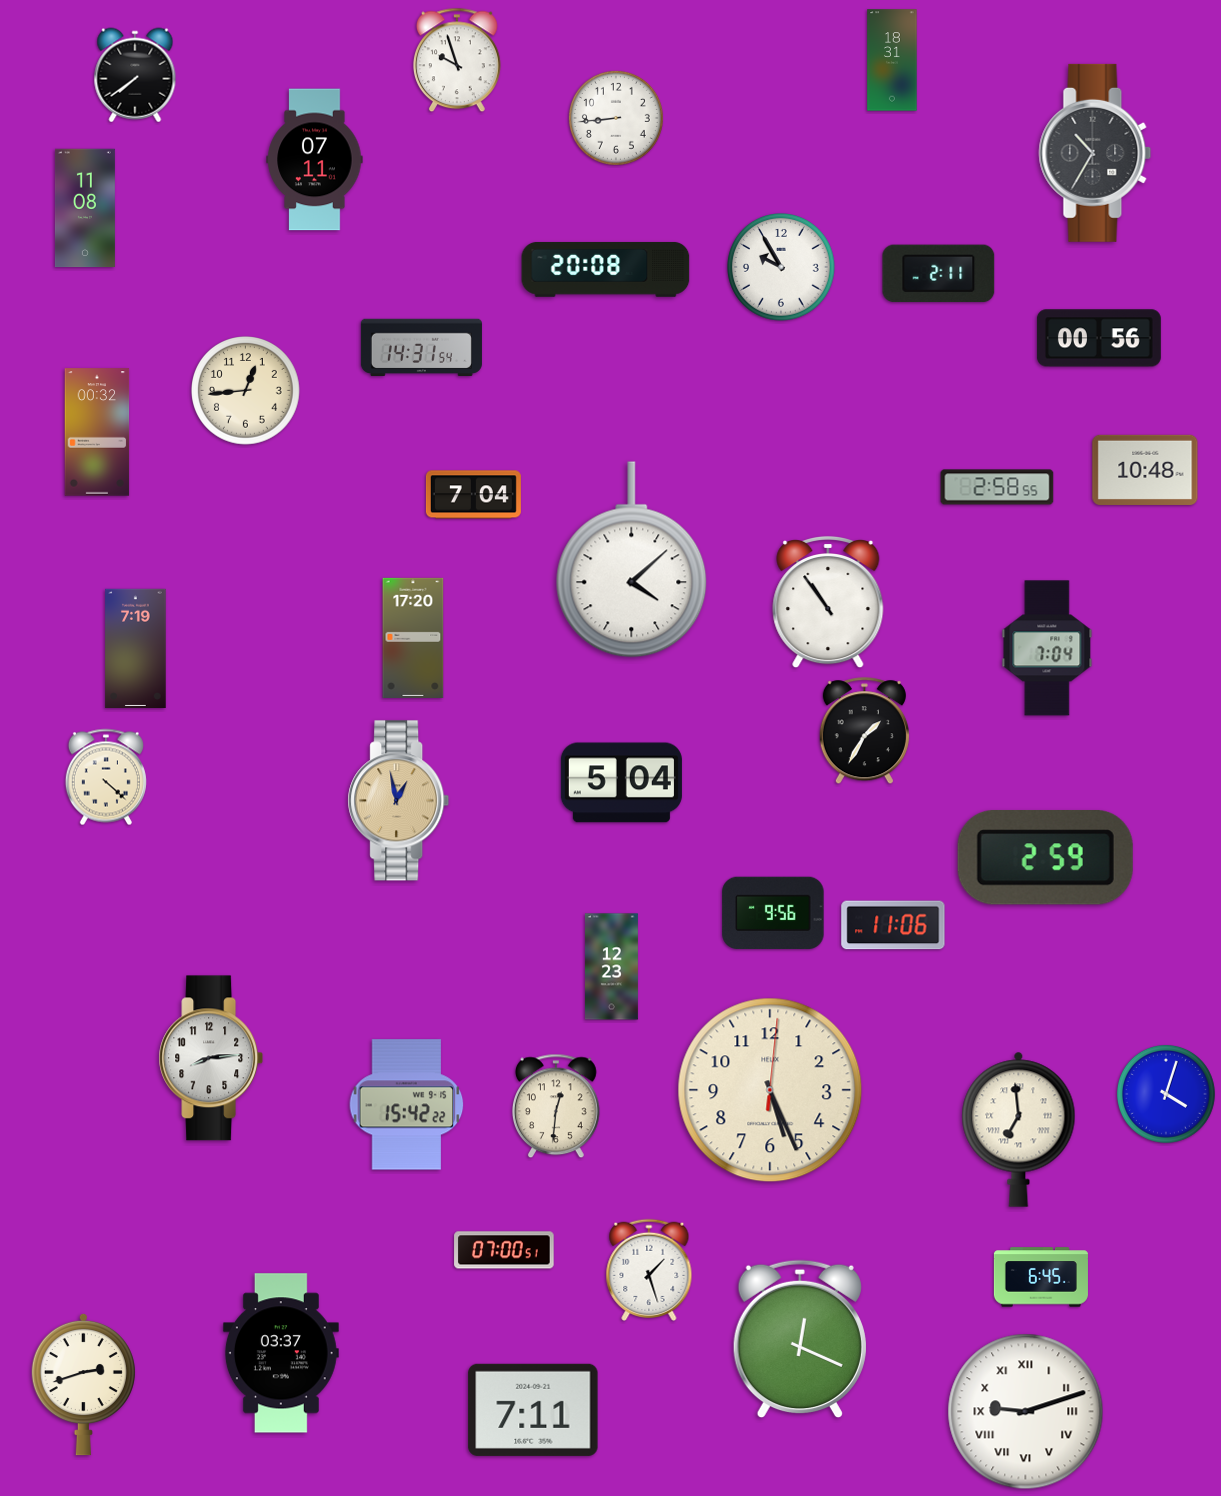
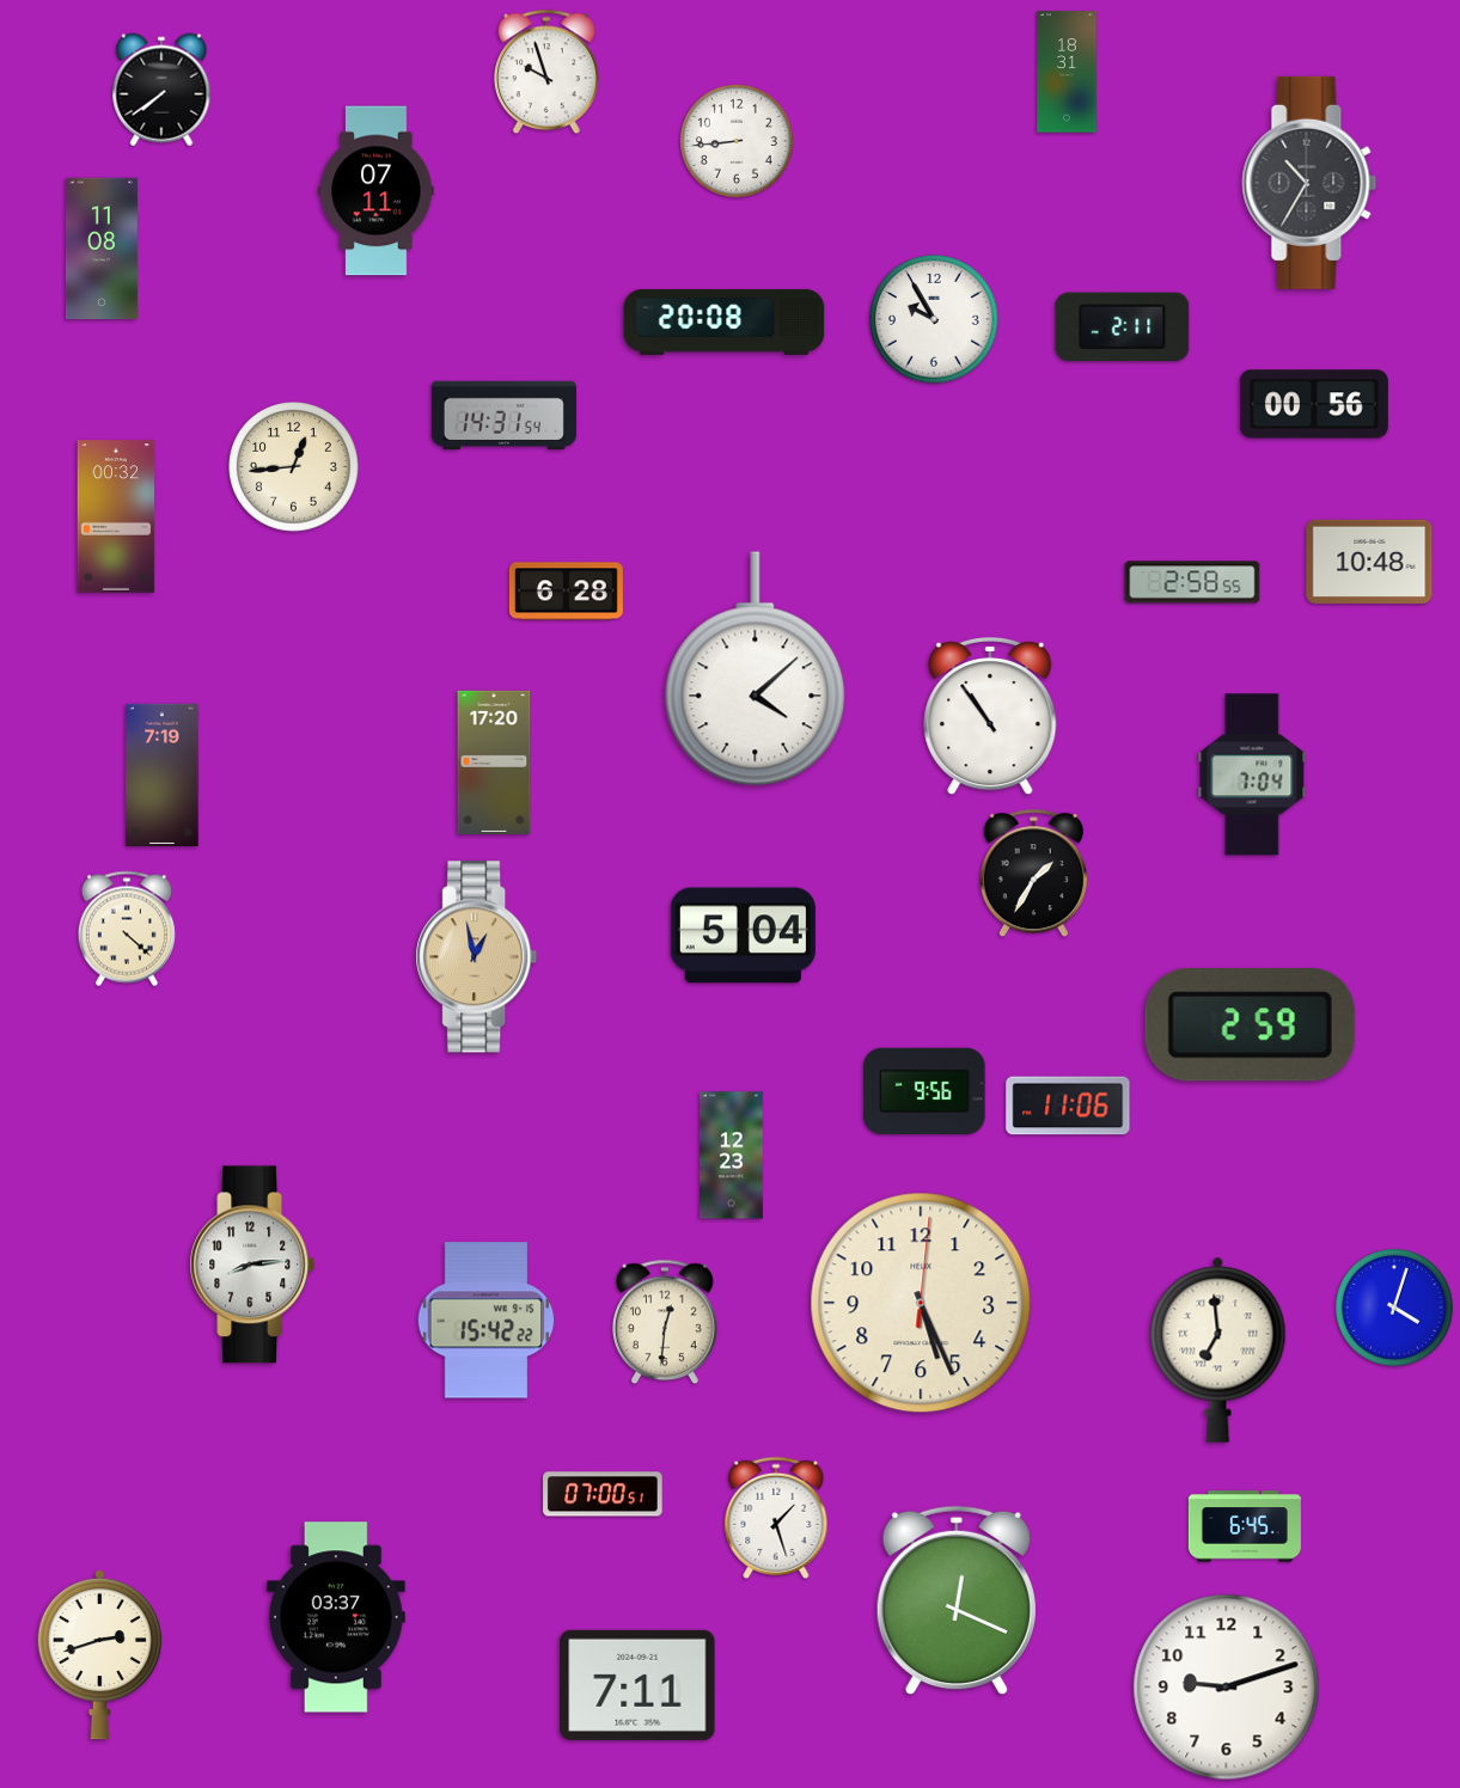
clock at (473, 495): 7:04 -> 6:28
clock at (828, 602) position: (828, 602) -> (990, 716)
clock at (1026, 1412) numerals: Roman -> Arabic
